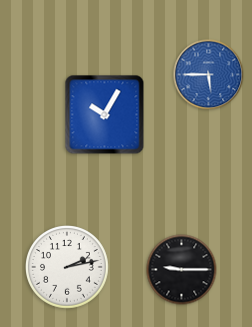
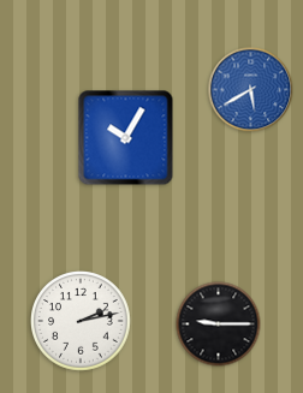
clock at (209, 75): 5:45 -> 5:40
